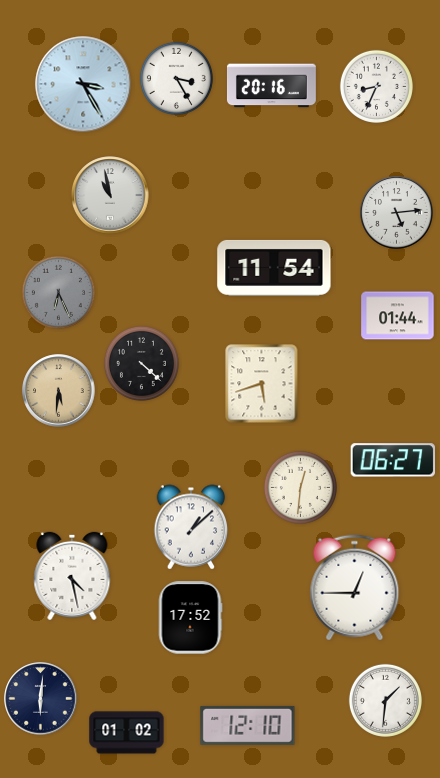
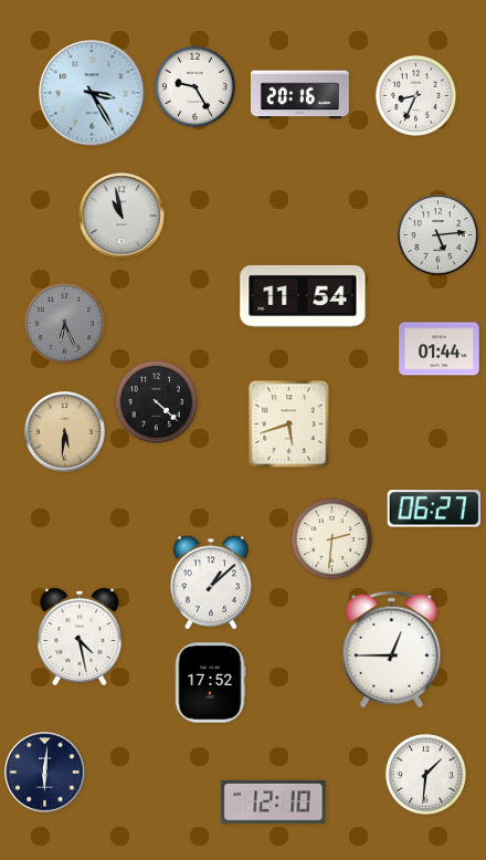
clock at (176, 78): 3:25 -> 9:25
clock at (300, 487): 12:31 -> 2:31
clock at (127, 733): 01:02 -> none
